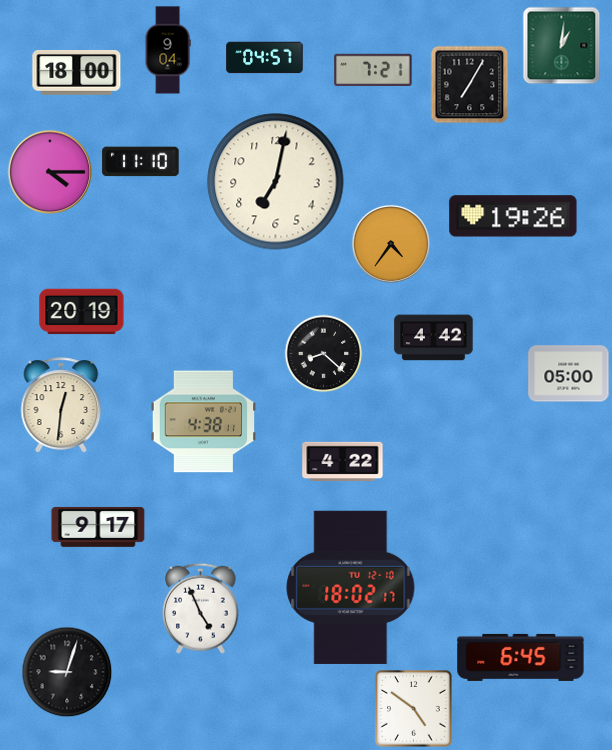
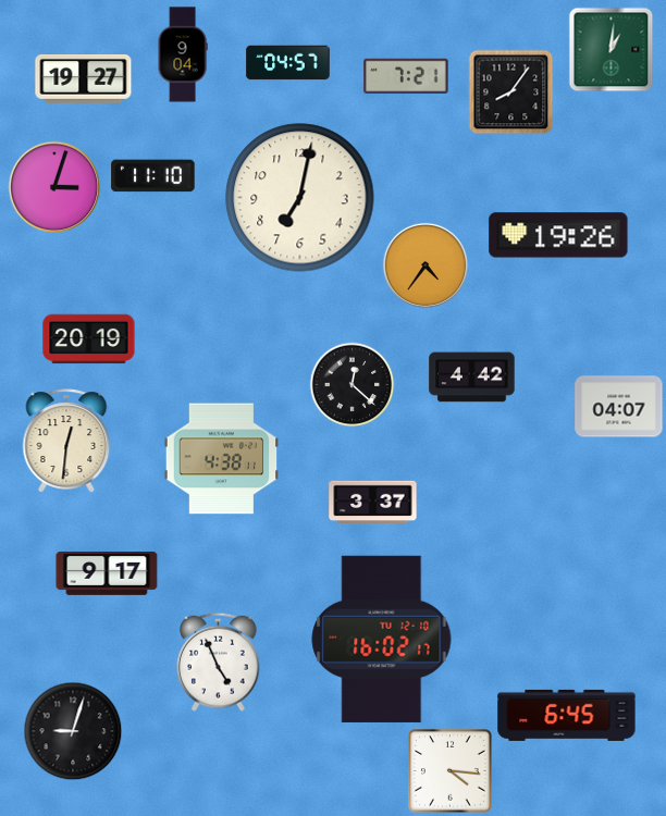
clock at (77, 73): 18:00 -> 19:27
clock at (469, 84): 7:05 -> 8:06
clock at (50, 172): 4:15 -> 3:03
clock at (434, 338) position: (434, 338) -> (472, 378)
clock at (323, 353): 8:22 -> 12:22
clock at (569, 374): 05:00 -> 04:07
clock at (343, 462): 4:22 -> 3:37
clock at (351, 587): 18:02 -> 16:02
clock at (414, 709): 4:51 -> 4:16
